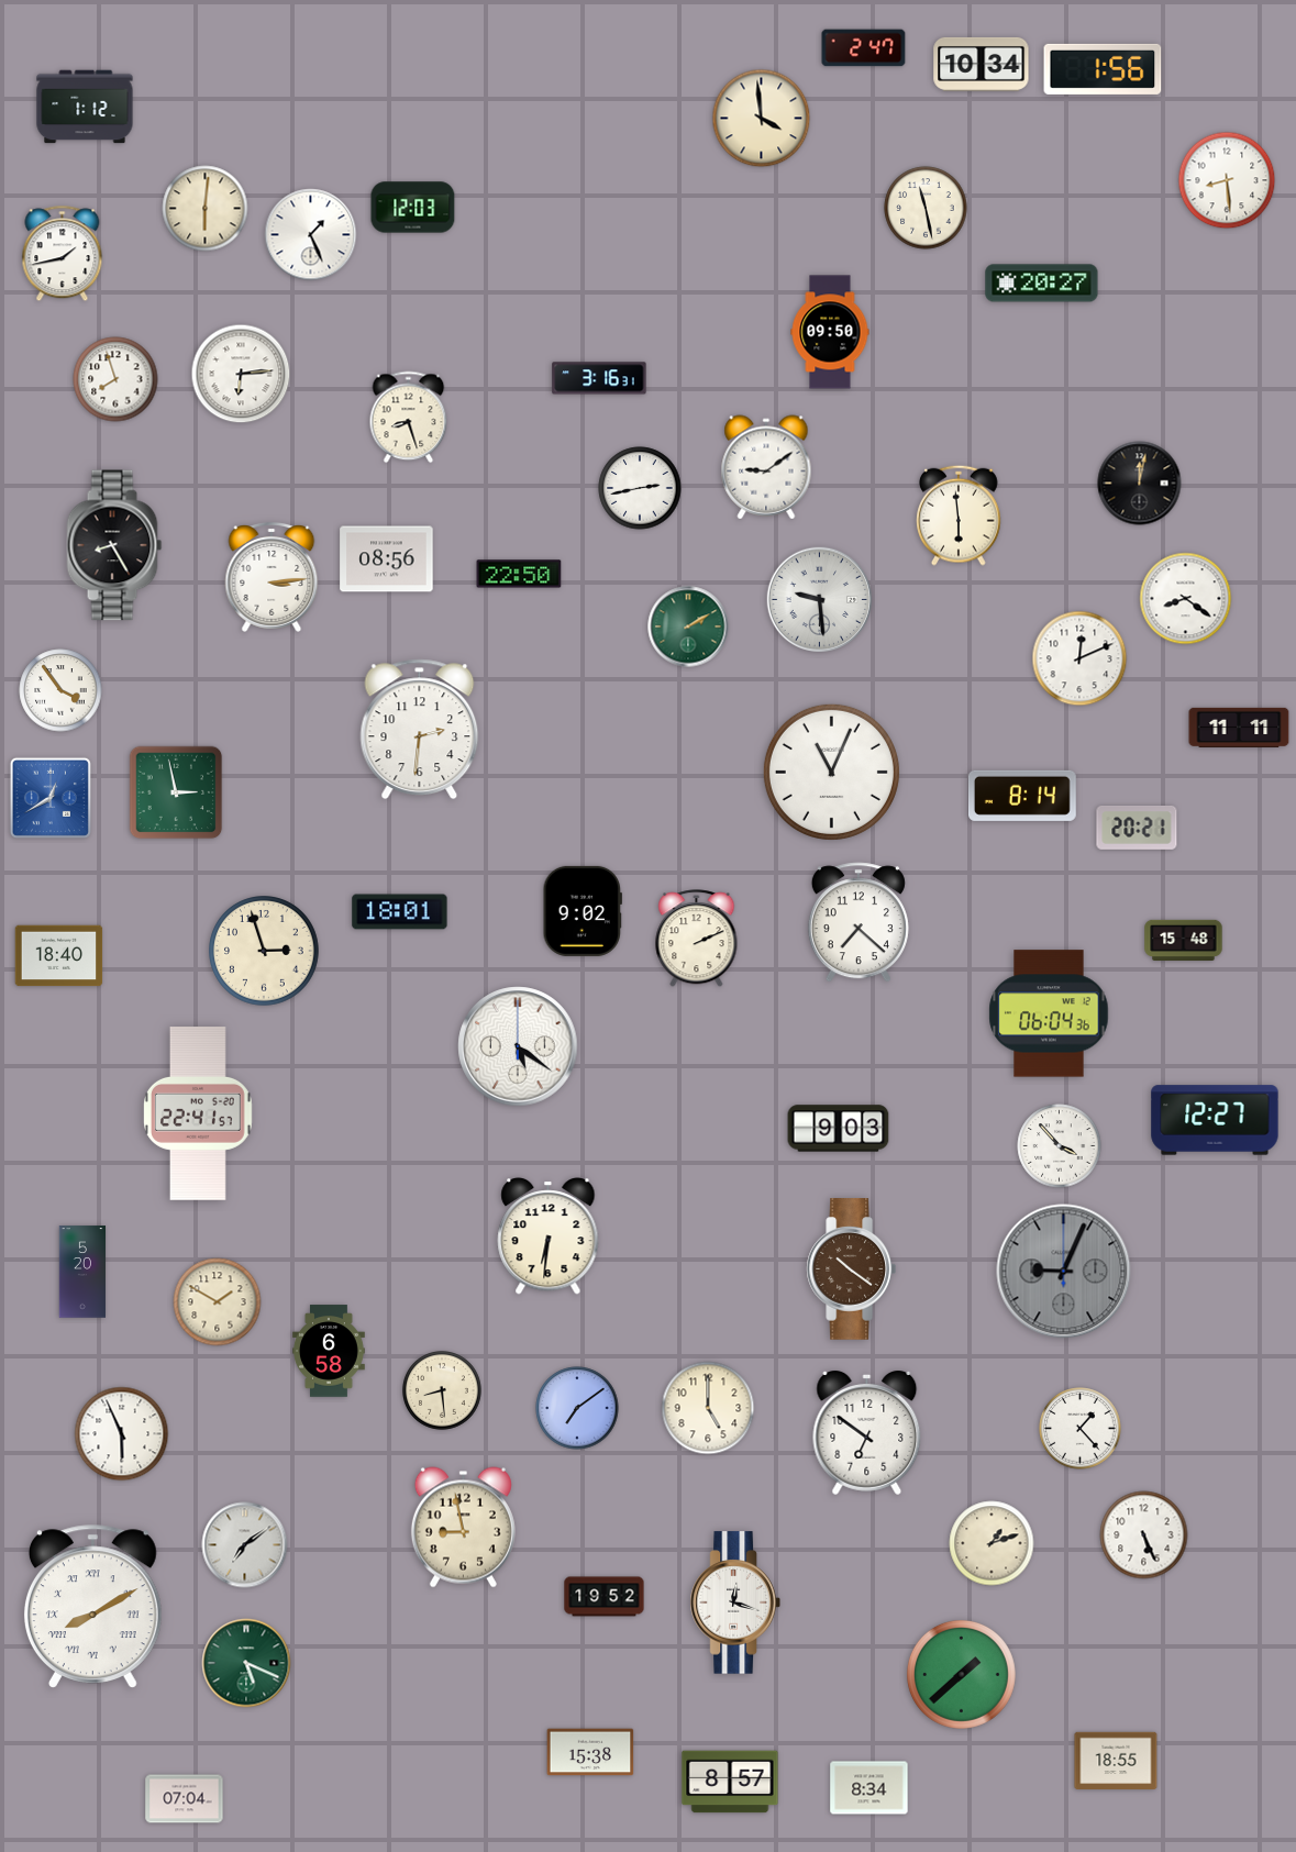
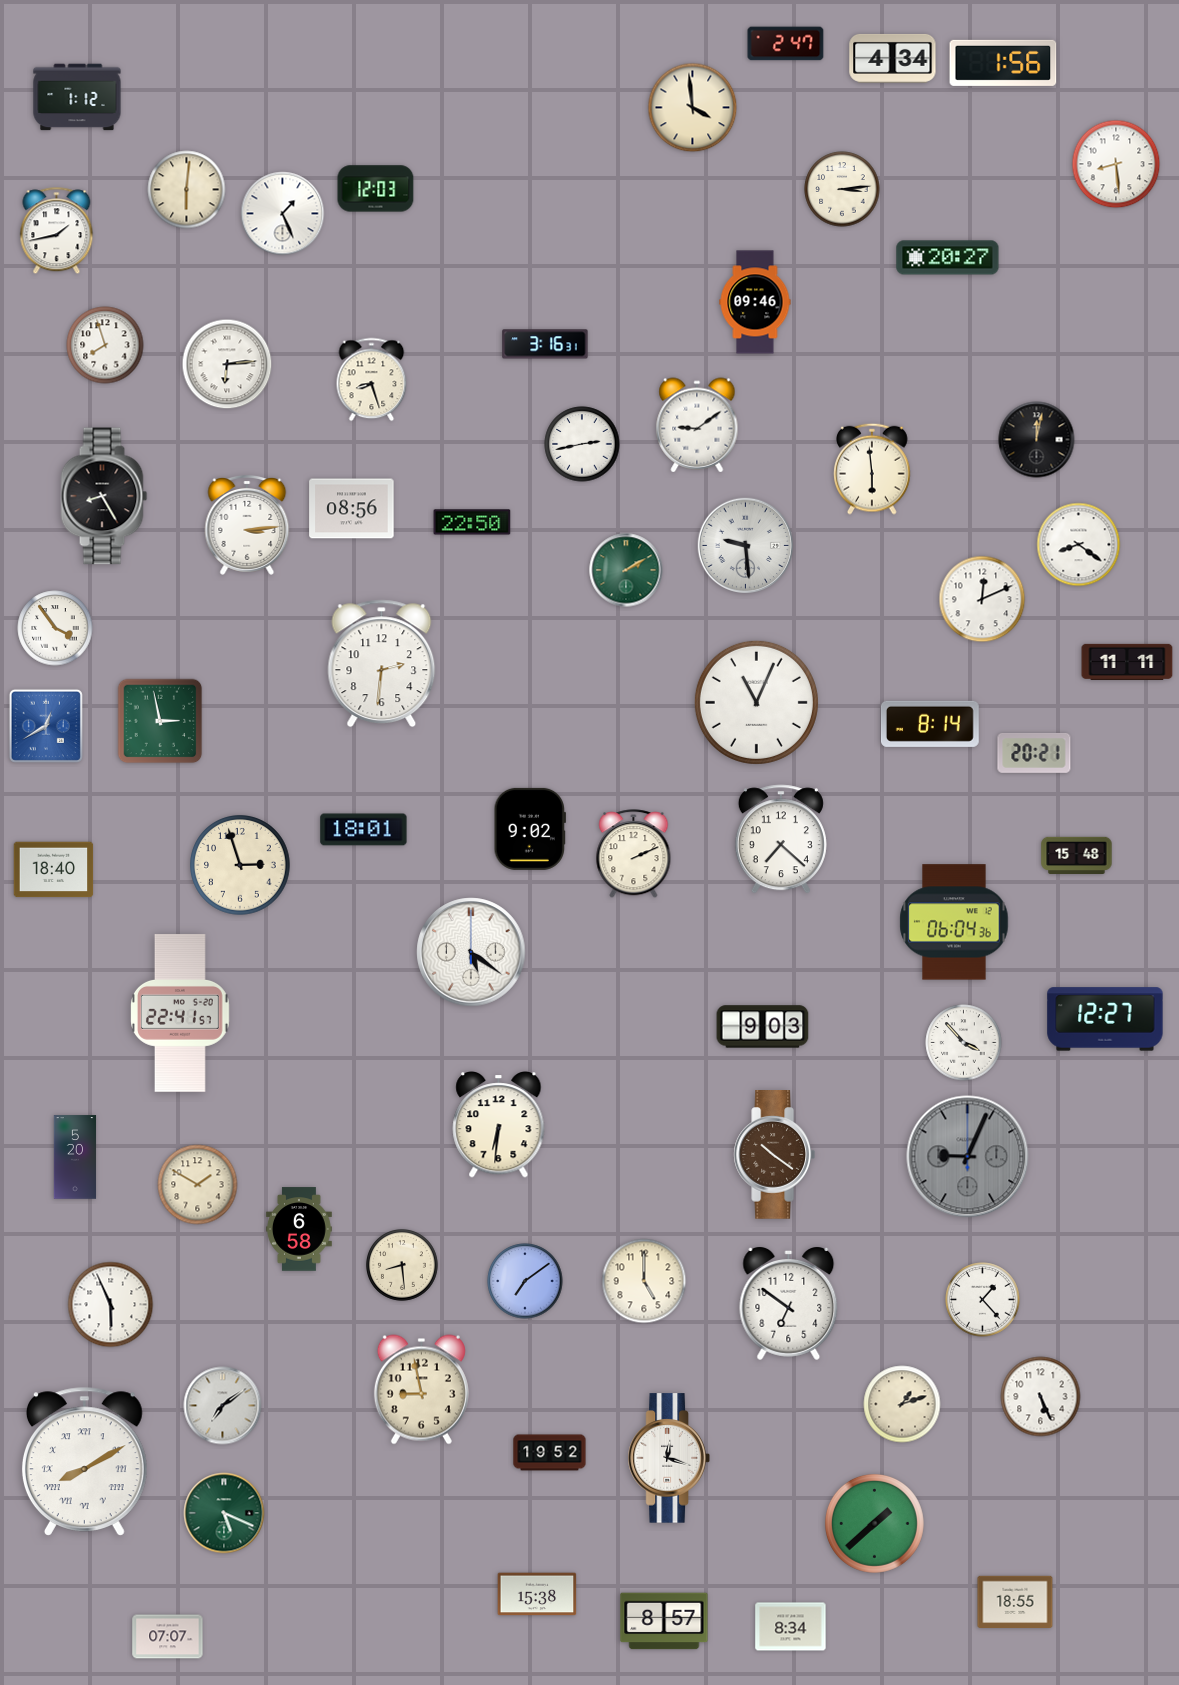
clock at (982, 64): 10:34 -> 4:34
clock at (926, 208): 11:28 -> 3:14
clock at (830, 332): 09:50 -> 09:46
clock at (241, 374) position: (241, 374) -> (227, 364)
clock at (185, 1799): 07:04 -> 07:07
